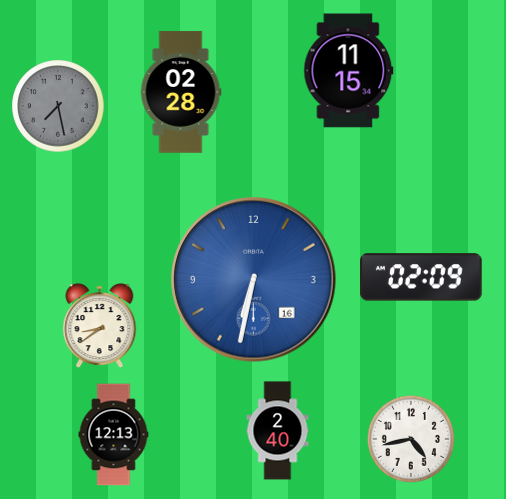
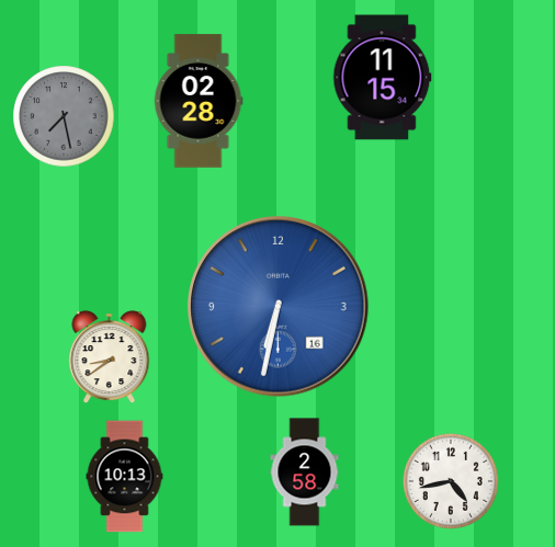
clock at (421, 277): 02:09 -> none
clock at (278, 431): 2:40 -> 2:58
clock at (114, 435): 12:13 -> 10:13
